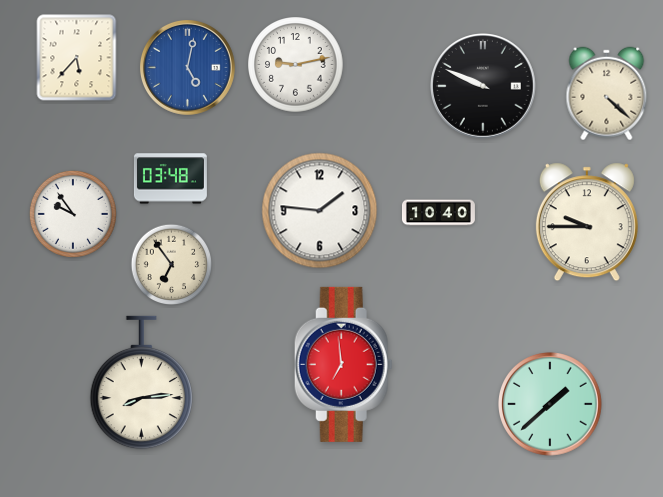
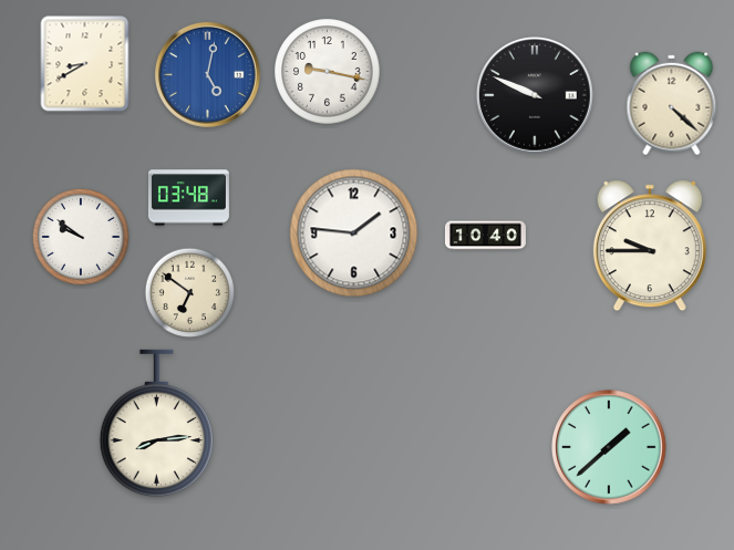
clock at (77, 58): 5:37 -> 8:40
clock at (296, 65): 9:13 -> 9:17
clock at (73, 214): 9:54 -> 9:51
clock at (172, 265): 6:54 -> 6:51
clock at (343, 364): 6:59 -> none
